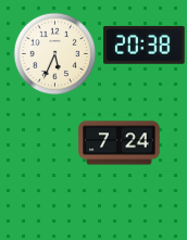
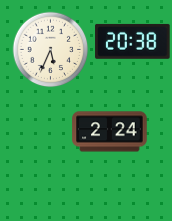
clock at (120, 143): 7:24 -> 2:24
